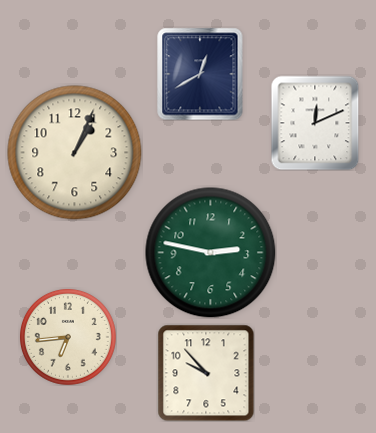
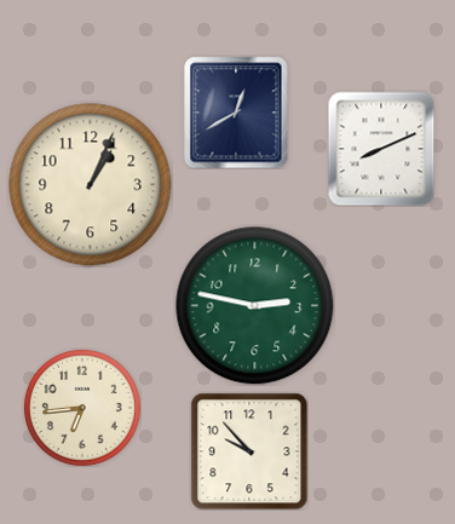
clock at (200, 74) position: (200, 74) -> (236, 113)
clock at (315, 123): 12:11 -> 8:11
